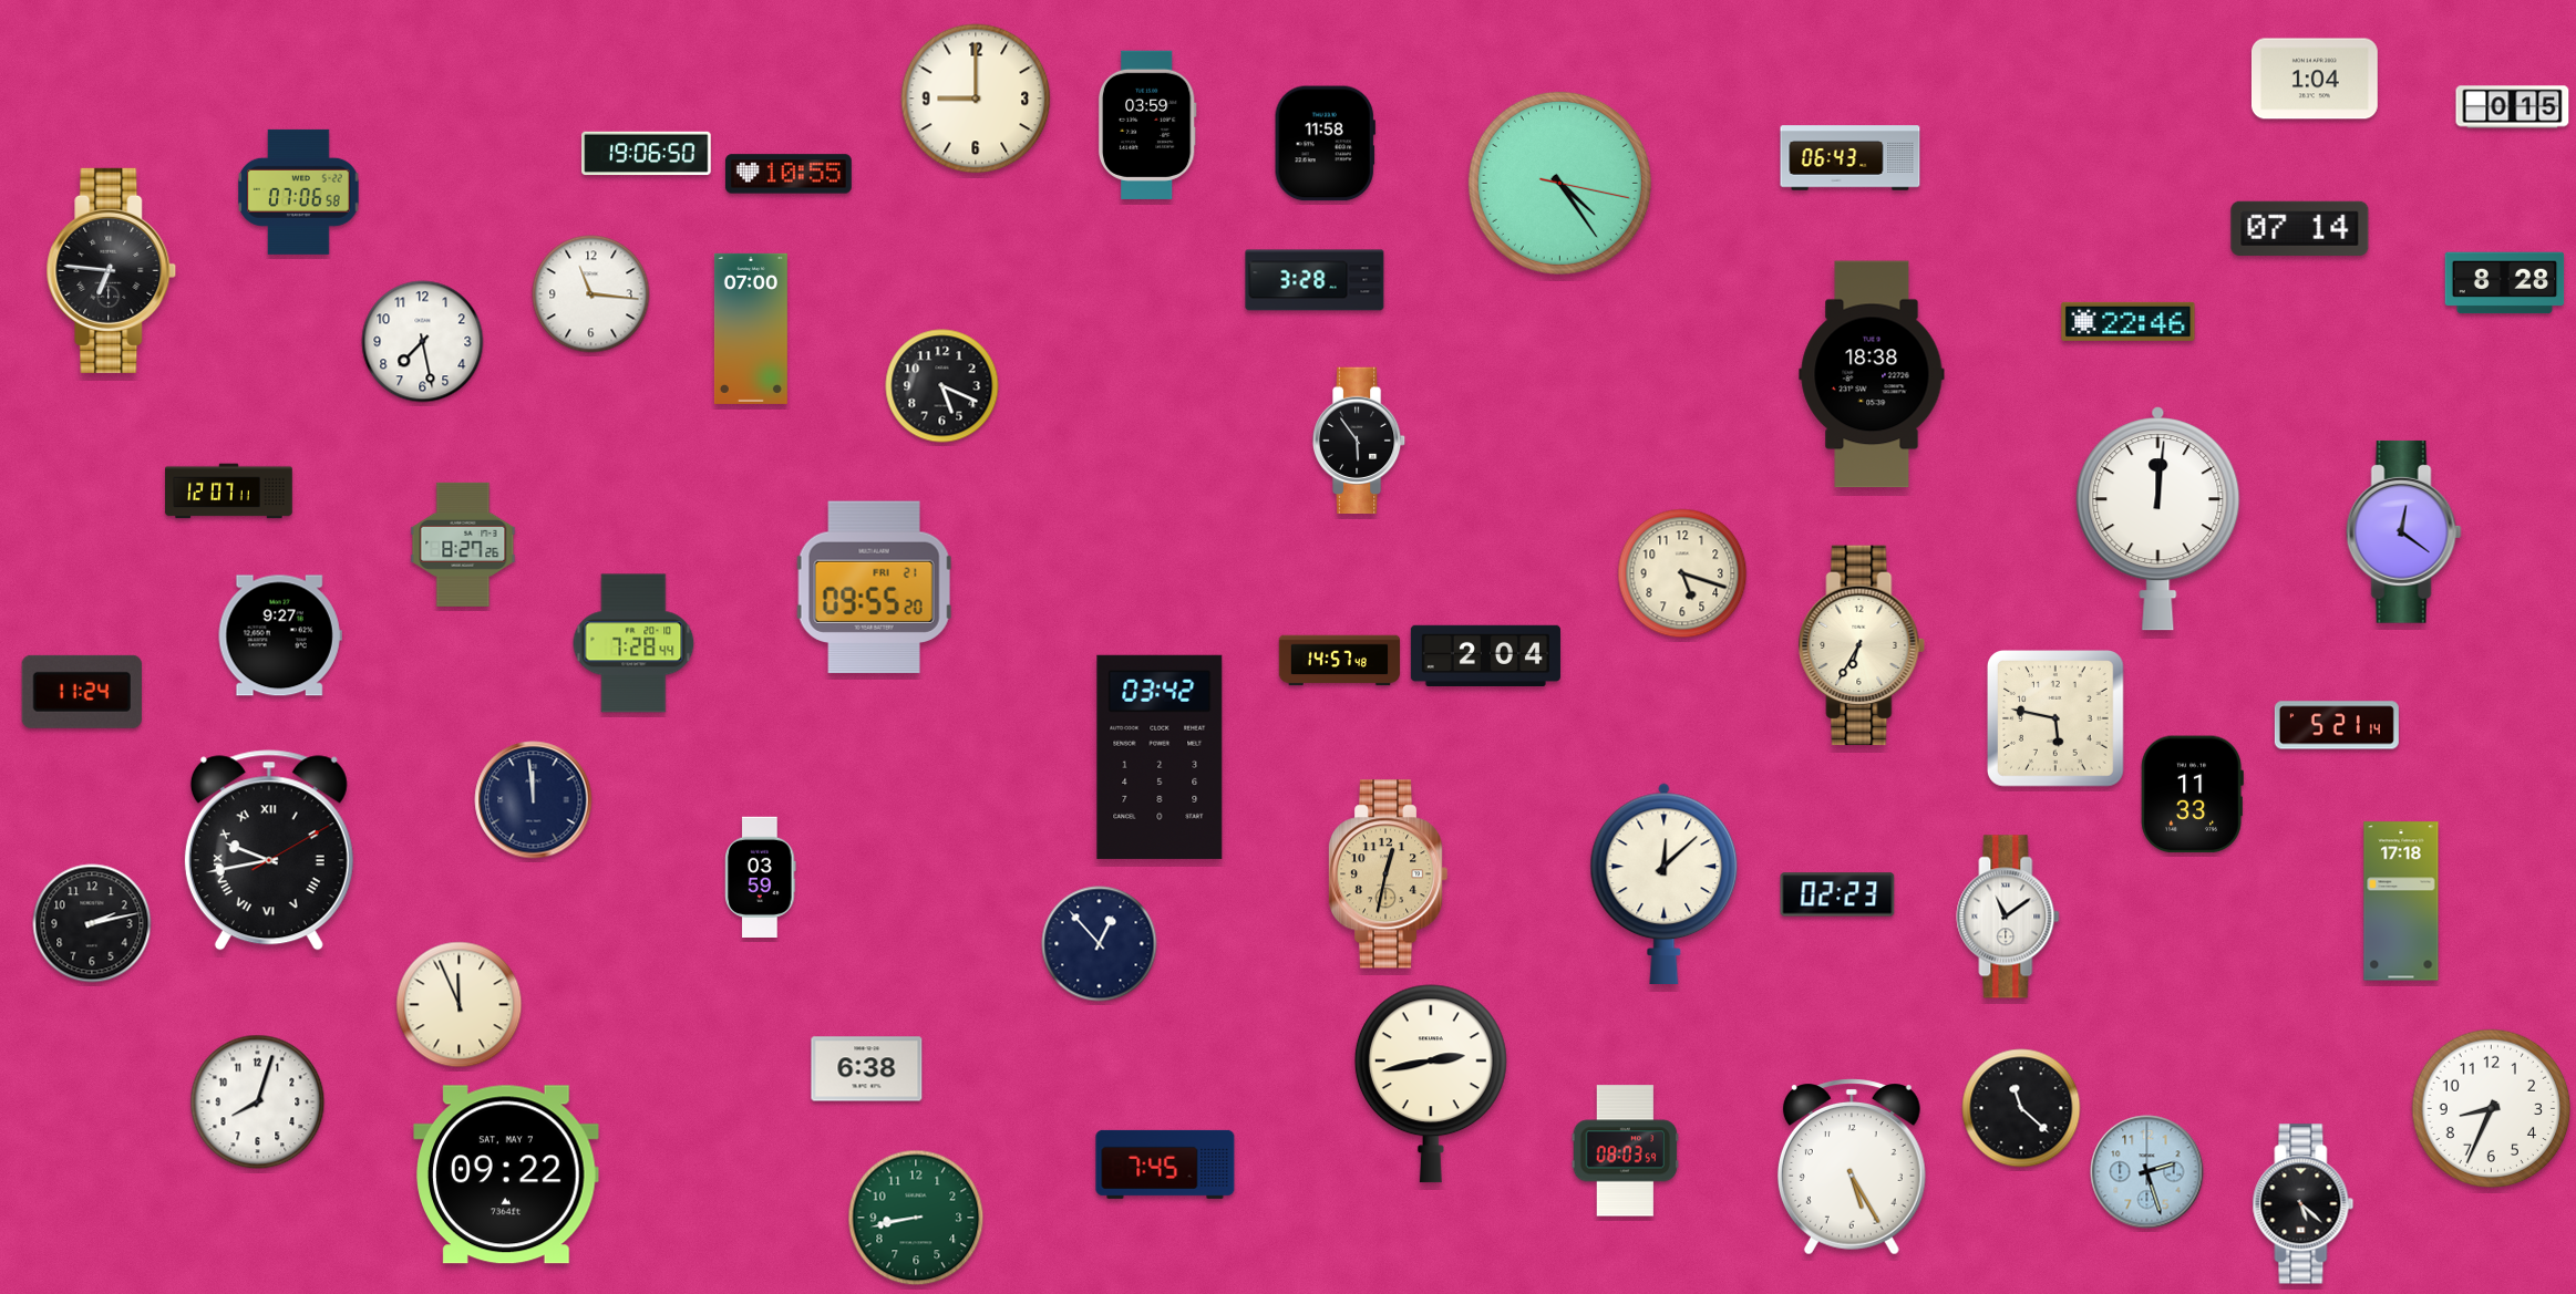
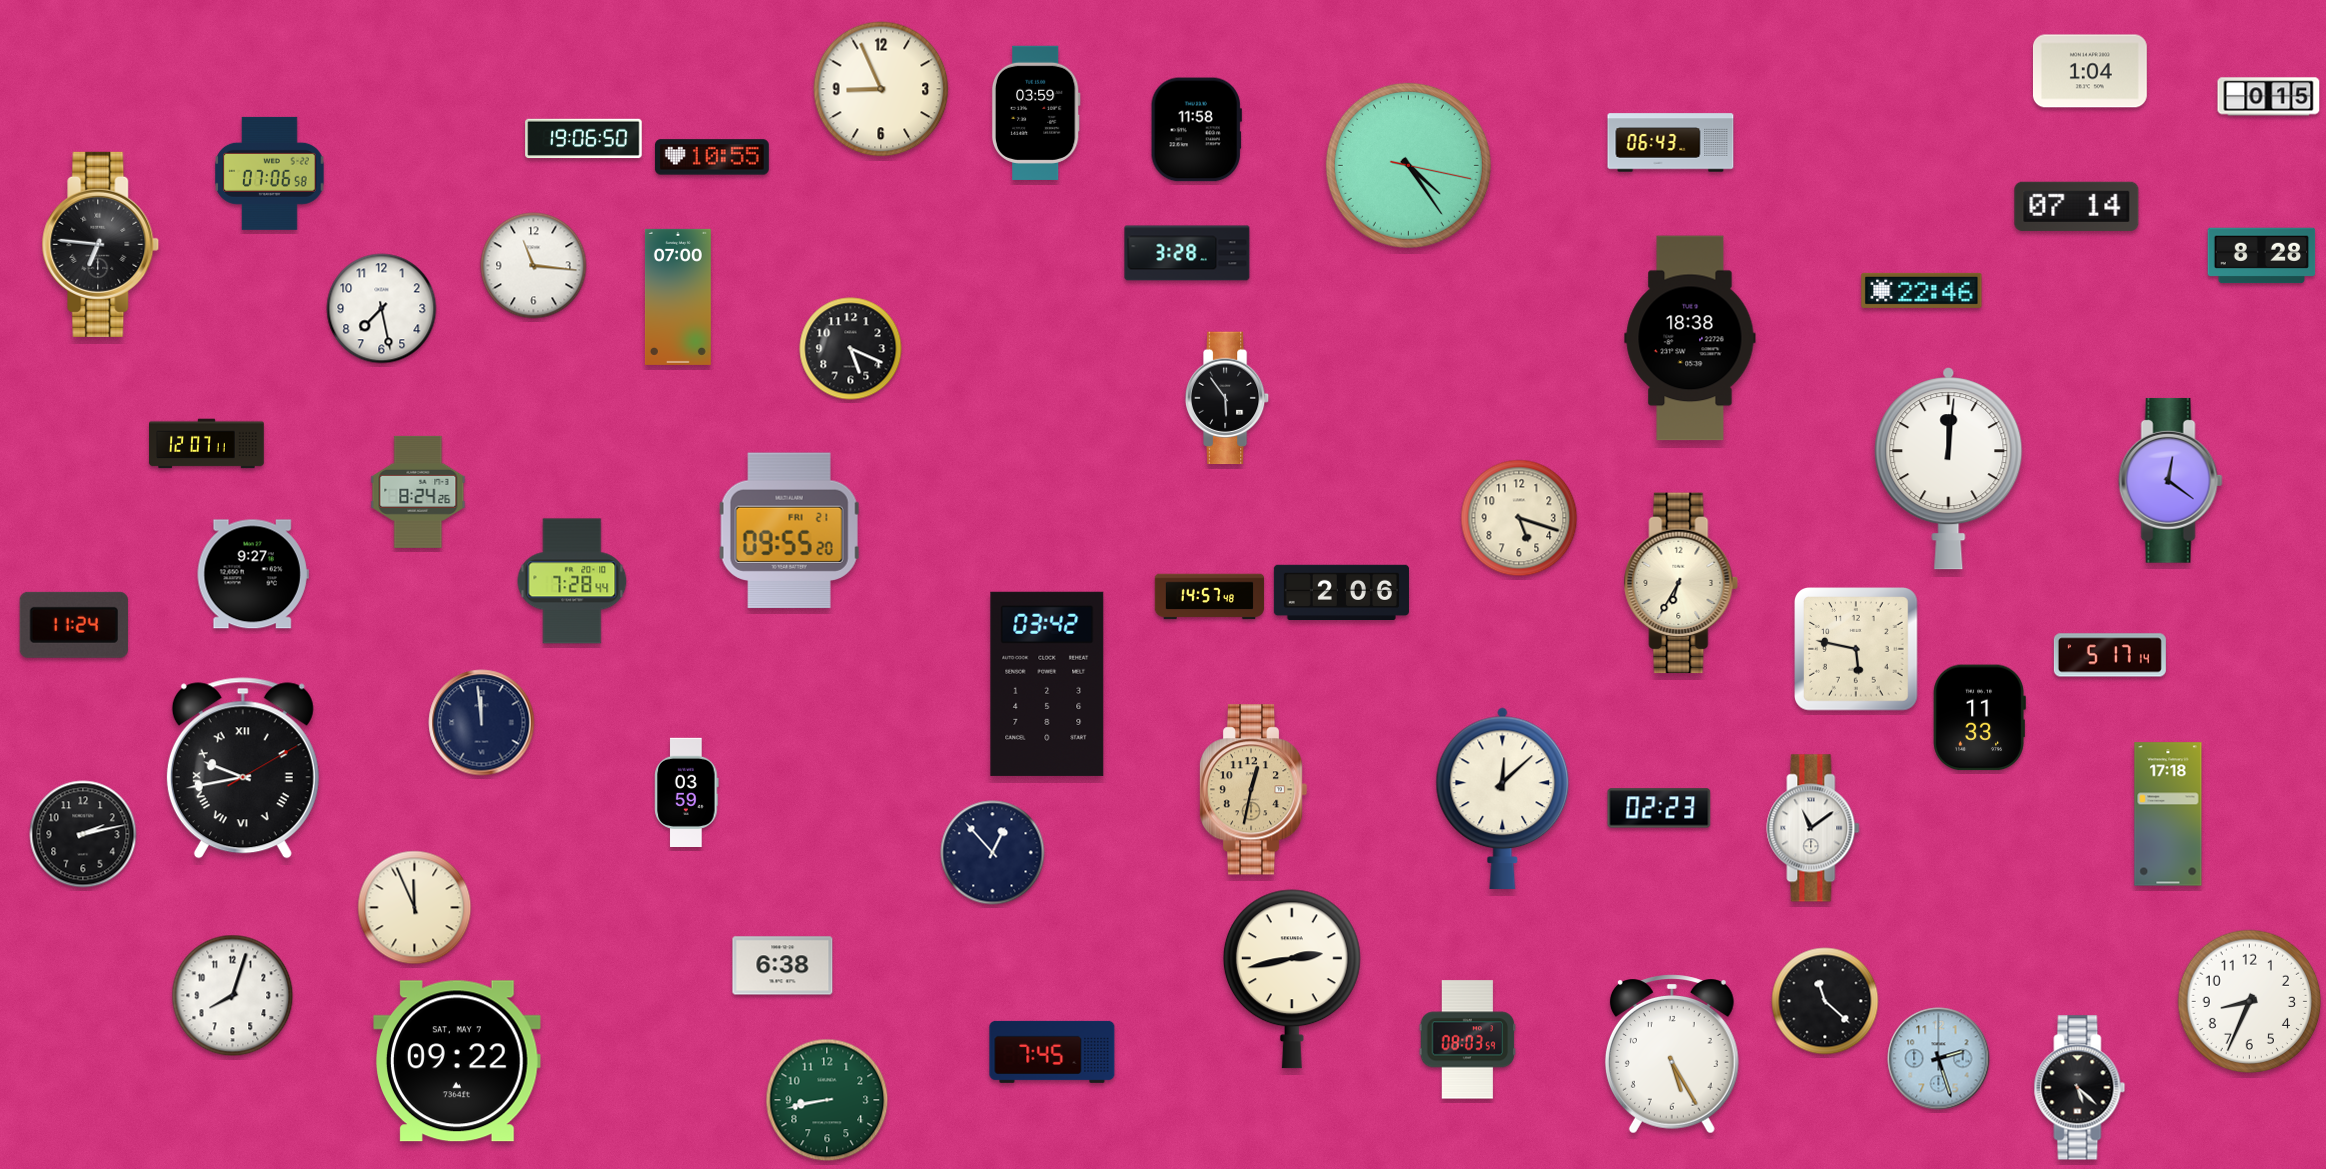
clock at (976, 99): 9:00 -> 8:56
clock at (463, 545): 8:27 -> 8:24
clock at (1485, 656): 2:04 -> 2:06
clock at (2337, 725): 5:21 -> 5:17
